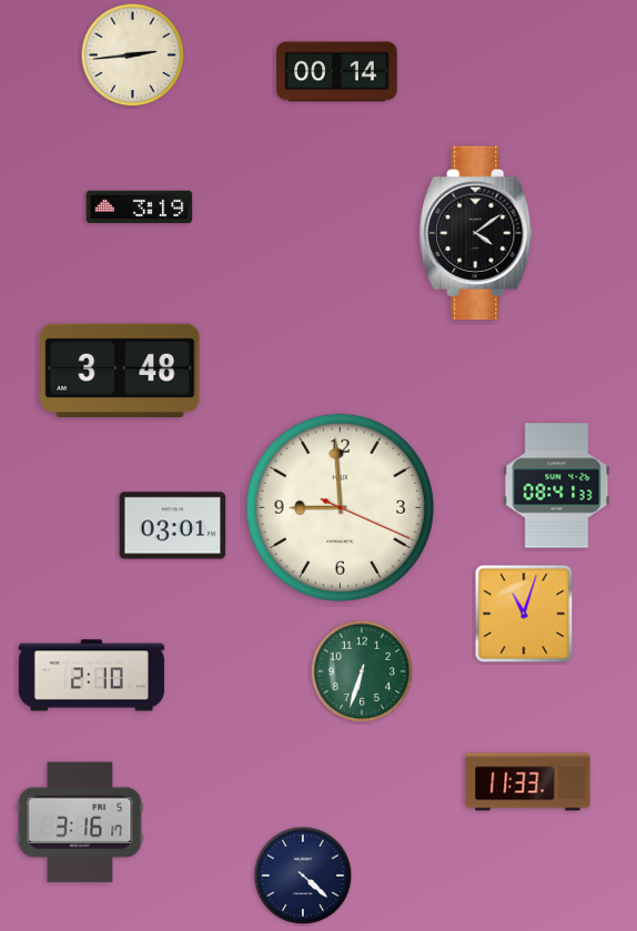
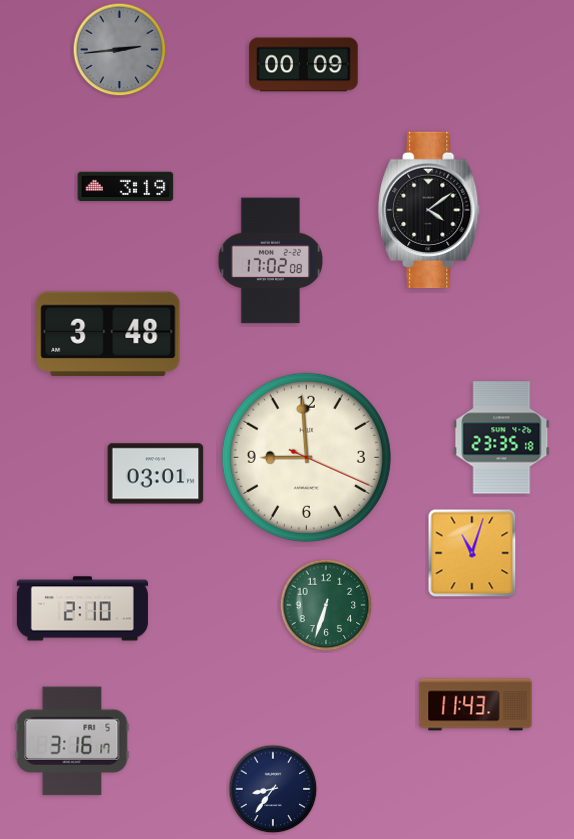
clock at (133, 55) dial: cream -> grey
clock at (337, 72): 00:14 -> 00:09
clock at (270, 261): none -> 17:02
clock at (557, 486): 08:41 -> 23:35
clock at (528, 782): 11:33 -> 11:43
clock at (303, 876): 4:22 -> 8:36
